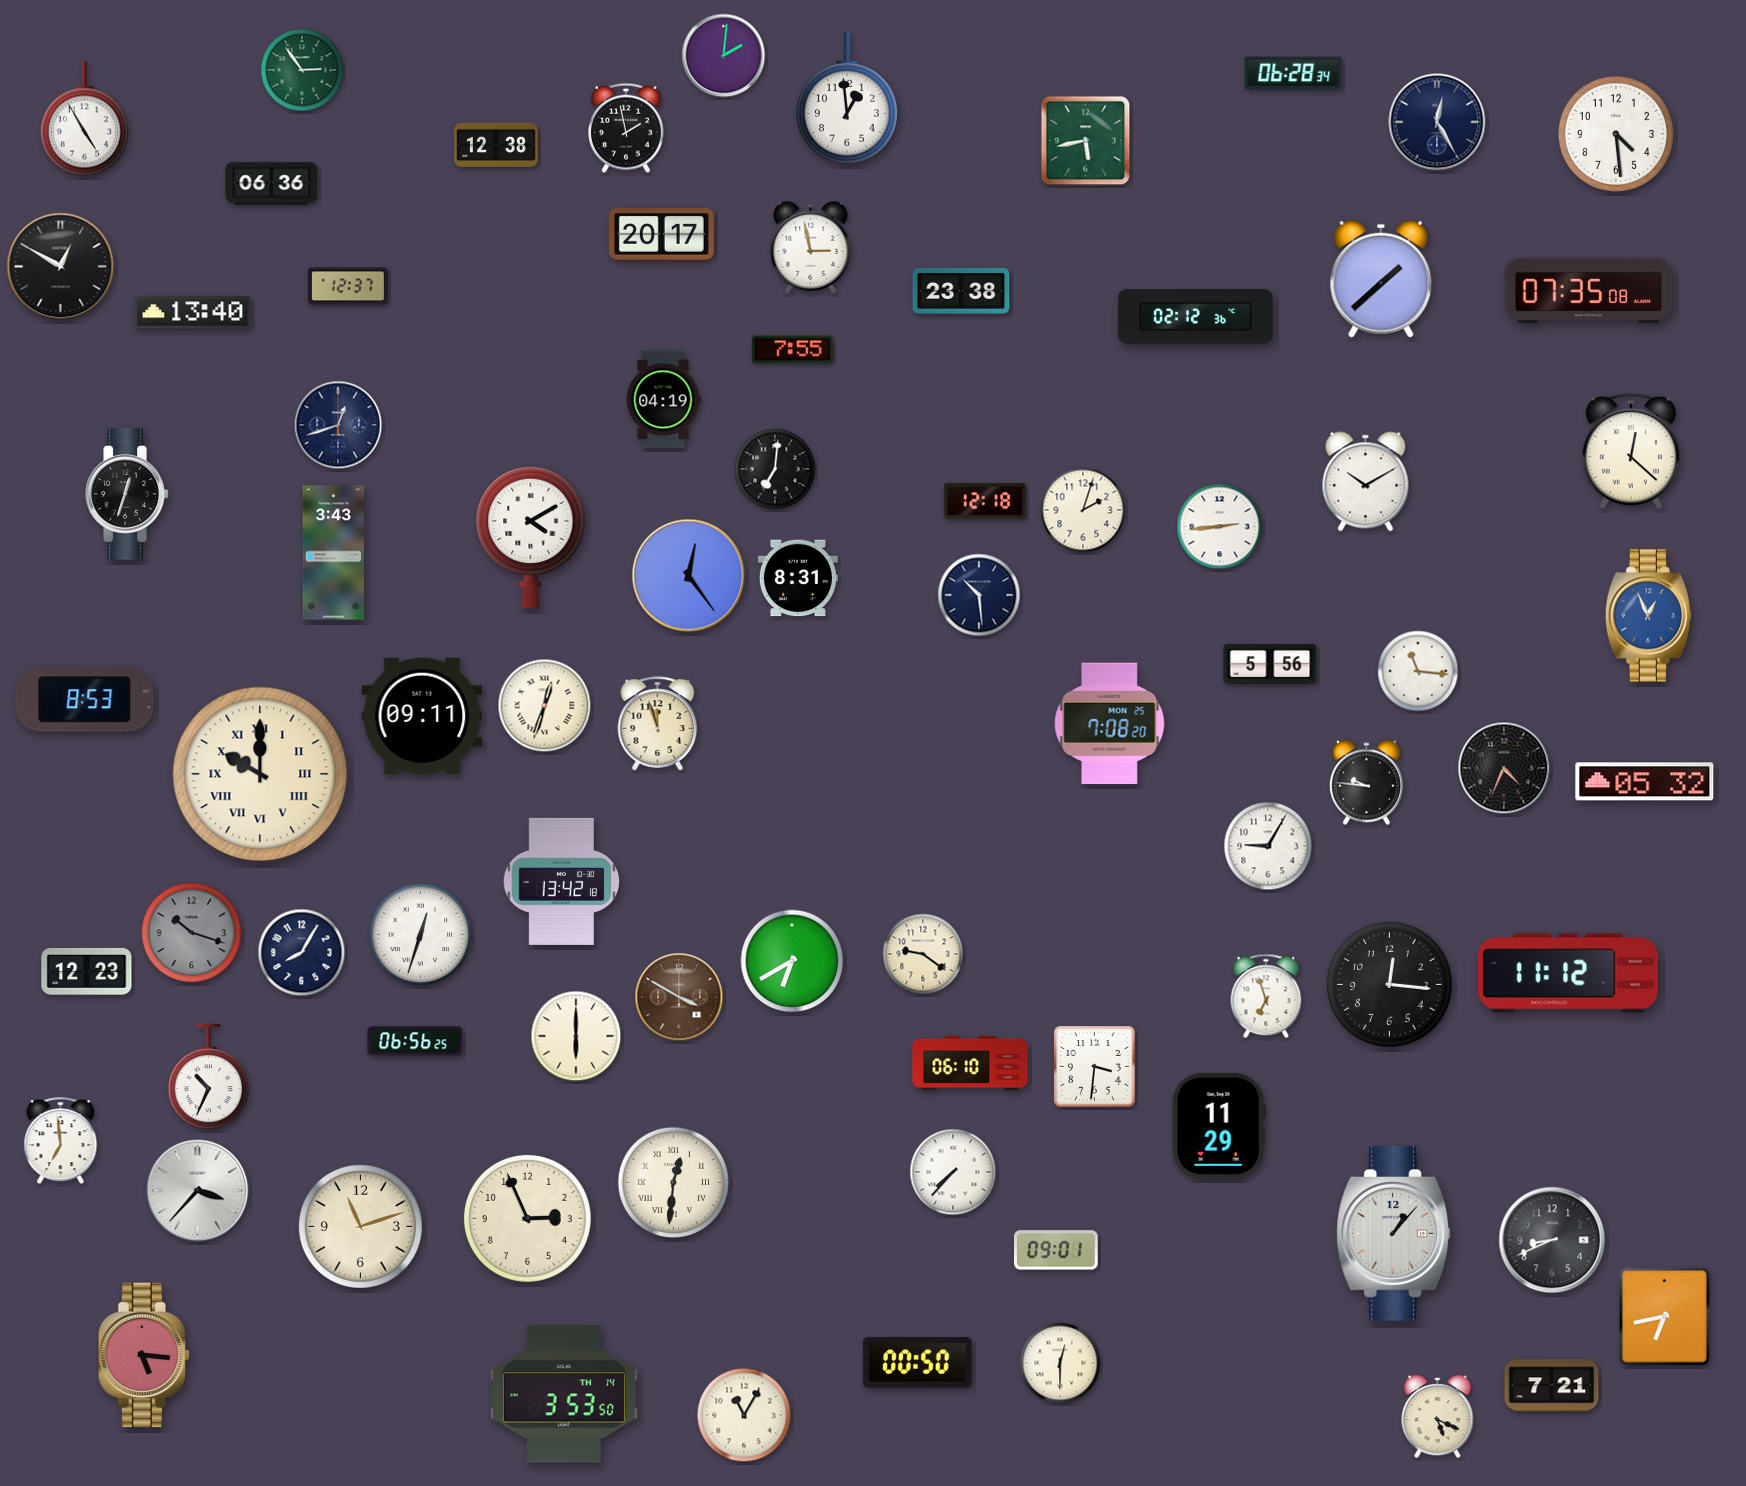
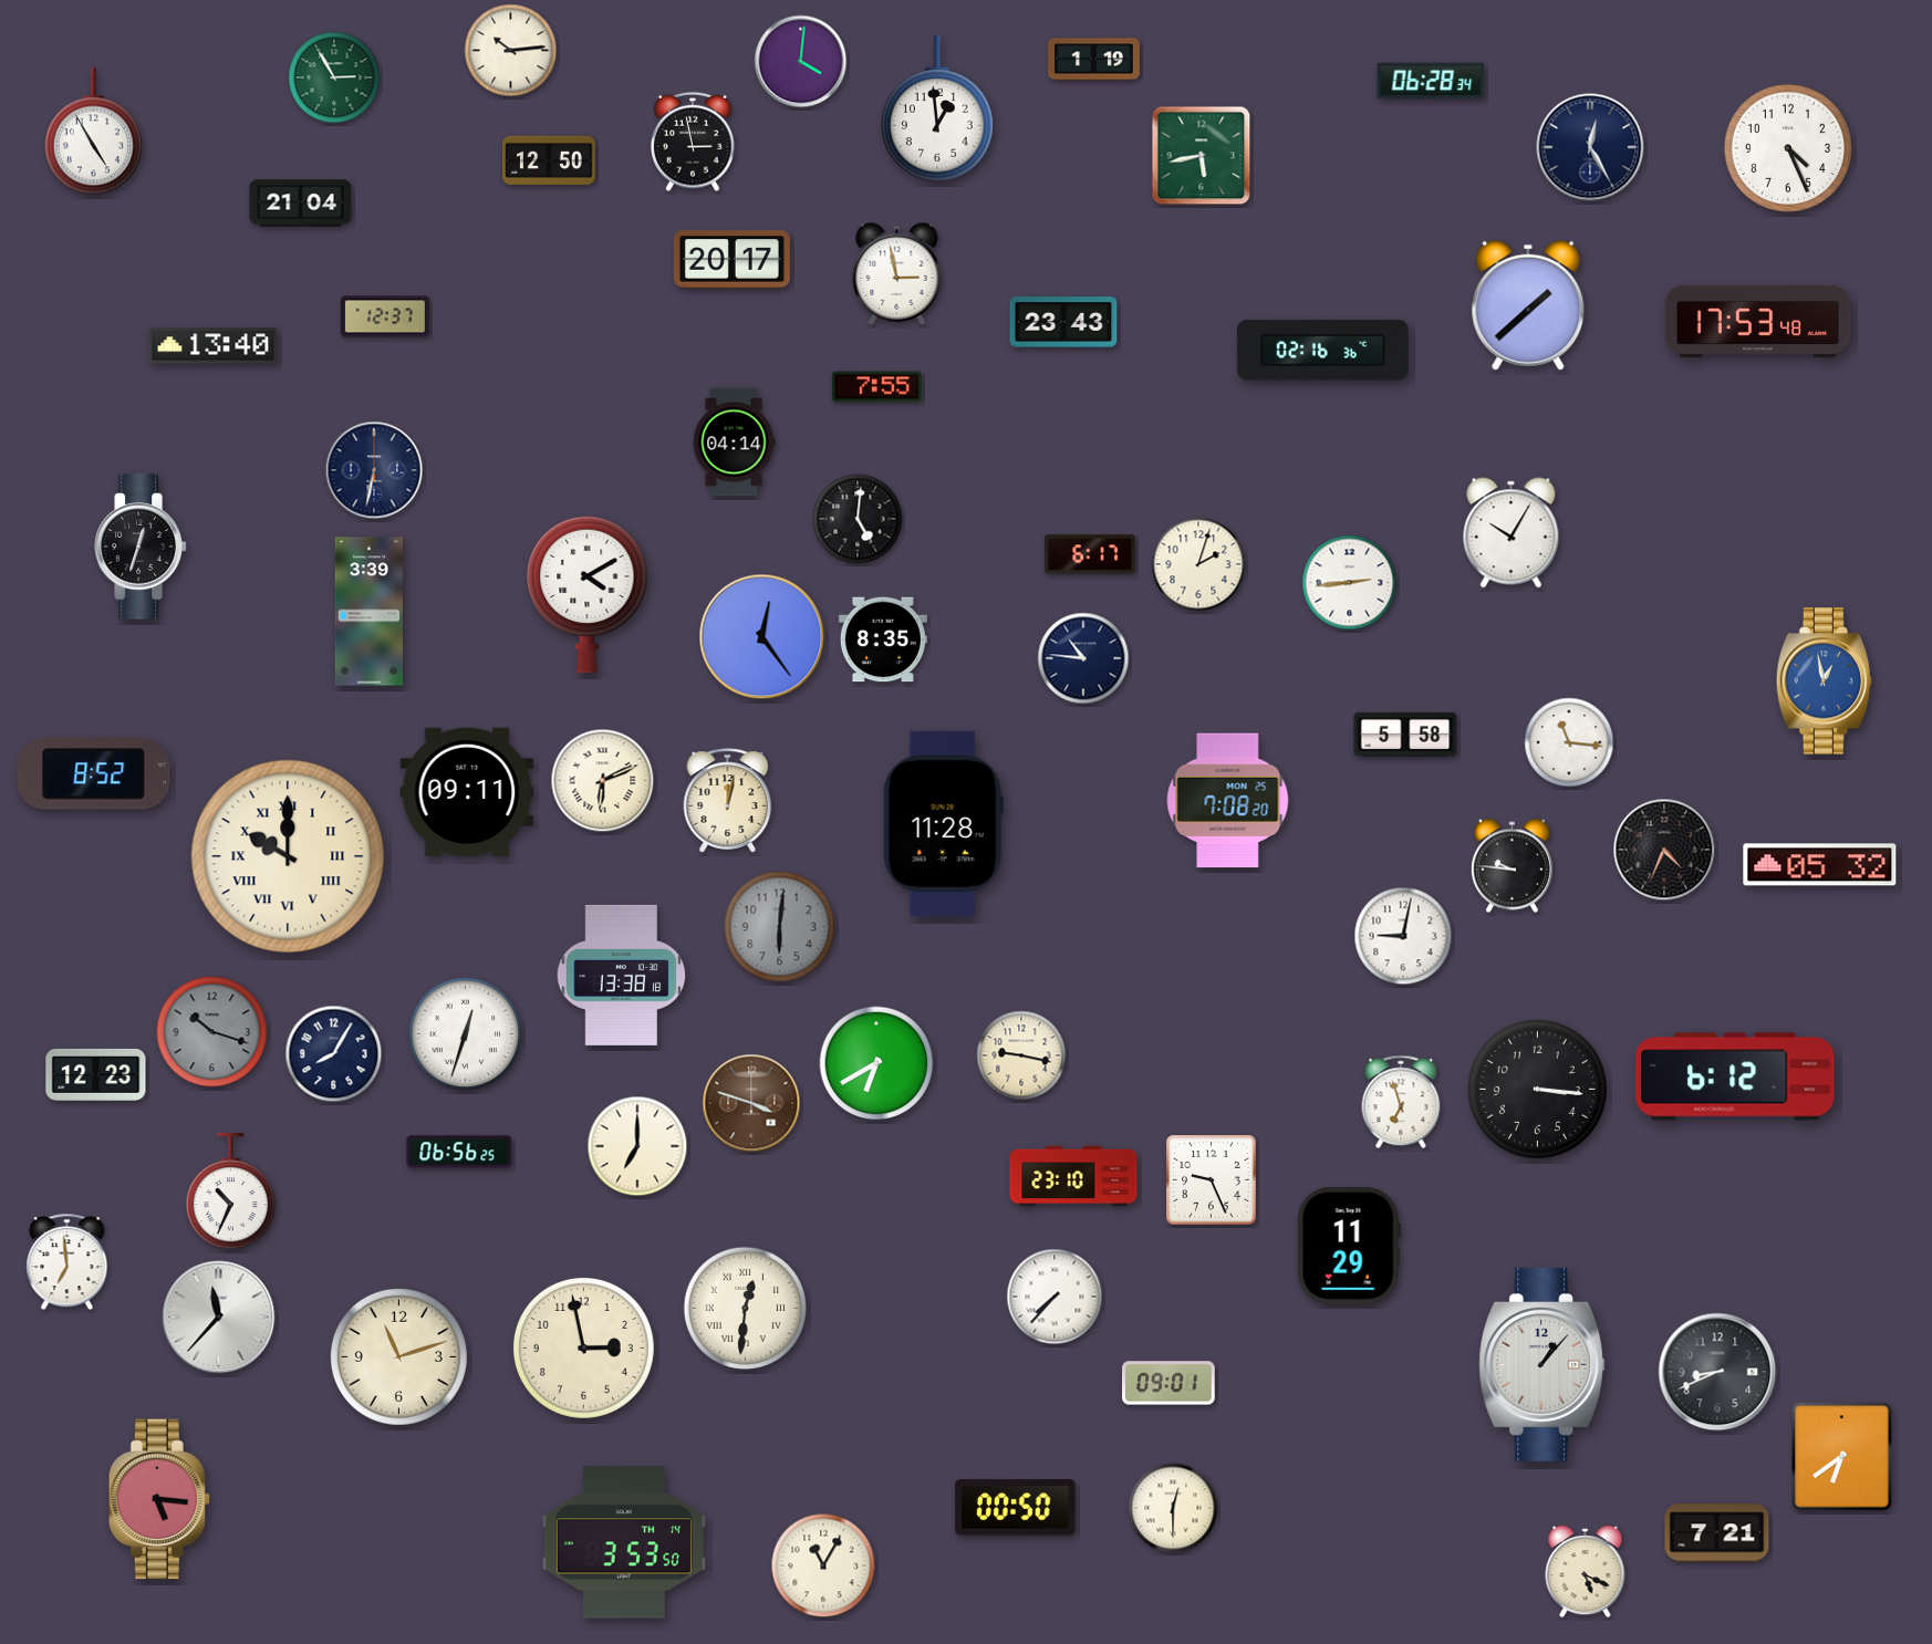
clock at (511, 51): none -> 10:14
clock at (1094, 60): none -> 1:19
clock at (724, 56): 2:01 -> 4:01
clock at (302, 70): 2:54 -> 2:55
clock at (1437, 122) position: (1437, 122) -> (1590, 147)
clock at (627, 128): 1:58 -> 2:58
clock at (1616, 134): 4:29 -> 4:26
clock at (496, 145): 12:38 -> 12:50
clock at (272, 184): 06:36 -> 21:04
clock at (61, 267): 12:50 -> none
clock at (1381, 279) position: (1381, 279) -> (1528, 305)
clock at (961, 291): 23:38 -> 23:43
clock at (1589, 291): 07:35 -> 17:53
clock at (1196, 317): 02:12 -> 02:16
clock at (663, 400): 04:19 -> 04:14
clock at (338, 425): 12:42 -> 6:32
clock at (1631, 451): 12:22 -> none
clock at (775, 469): 7:01 -> 5:01
clock at (1366, 482): 10:10 -> 10:05
clock at (985, 501): 12:18 -> 6:17
clock at (334, 553): 3:43 -> 3:39
clock at (798, 578): 8:31 -> 8:35
clock at (979, 595): 10:29 -> 10:46
clock at (1649, 616): 12:56 -> 12:58
clock at (1270, 664): 5:56 -> 5:58
clock at (85, 700): 8:53 -> 8:52
clock at (545, 706): 12:33 -> 6:11
clock at (658, 724): 11:57 -> 12:02
clock at (943, 824): none -> 11:28
clock at (780, 927): none -> 6:01
clock at (1268, 846): 9:05 -> 9:02
clock at (562, 881): 13:42 -> 13:38
clock at (923, 954): 9:21 -> 9:17
clock at (1568, 973): 11:12 -> 6:12
clock at (1389, 984): 12:16 -> 3:16
clock at (679, 997): 3:50 -> 3:48
clock at (576, 1036): 6:00 -> 7:00
clock at (970, 1063): 06:10 -> 23:10
clock at (1095, 1067): 3:31 -> 9:26
clock at (198, 1191): 3:37 -> 11:37
clock at (527, 1218): 2:56 -> 2:58
clock at (1665, 1317): 6:43 -> 6:39
clock at (1438, 1417) position: (1438, 1417) -> (1586, 1572)
